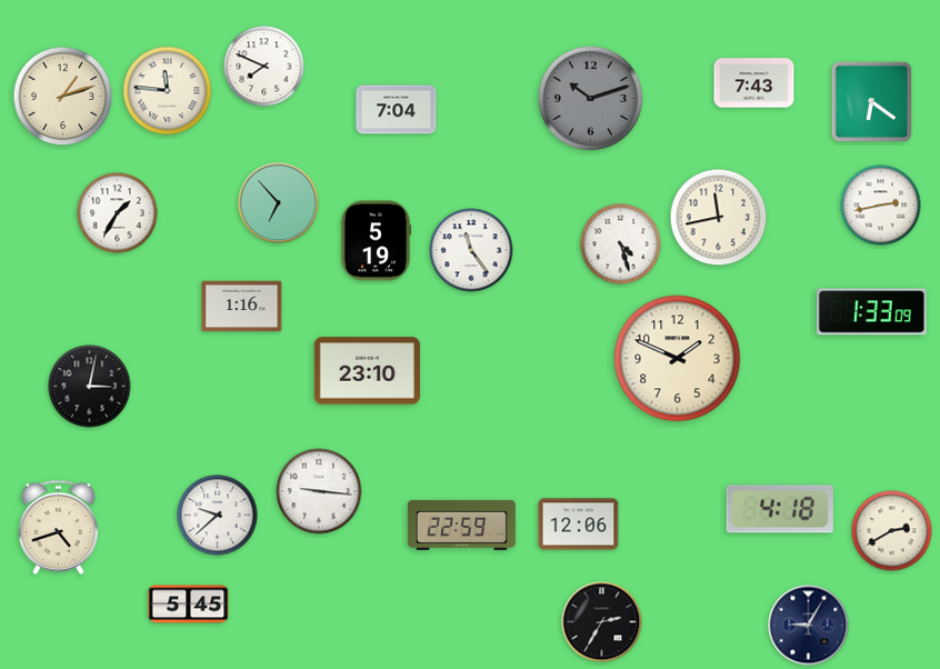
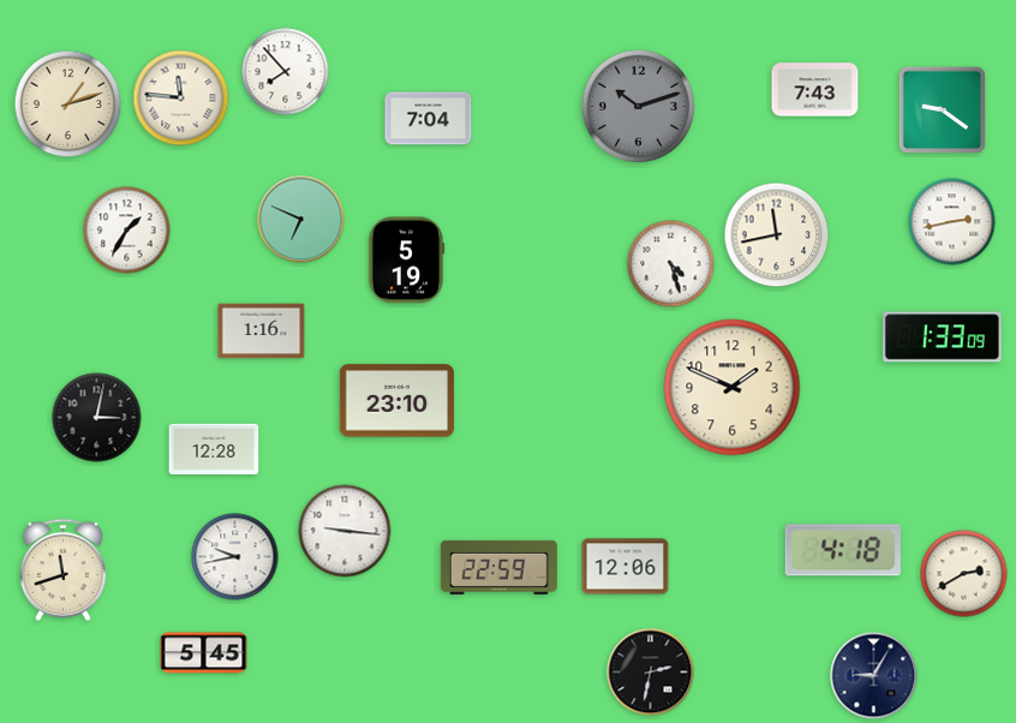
clock at (264, 67): 7:49 -> 7:53
clock at (871, 101): 6:21 -> 9:21
clock at (279, 203): 6:53 -> 6:49
clock at (471, 250): 11:24 -> none
clock at (214, 448): none -> 12:28
clock at (218, 516): 9:38 -> 9:43
clock at (59, 527): 4:42 -> 11:42
clock at (602, 622): 2:35 -> 2:32
